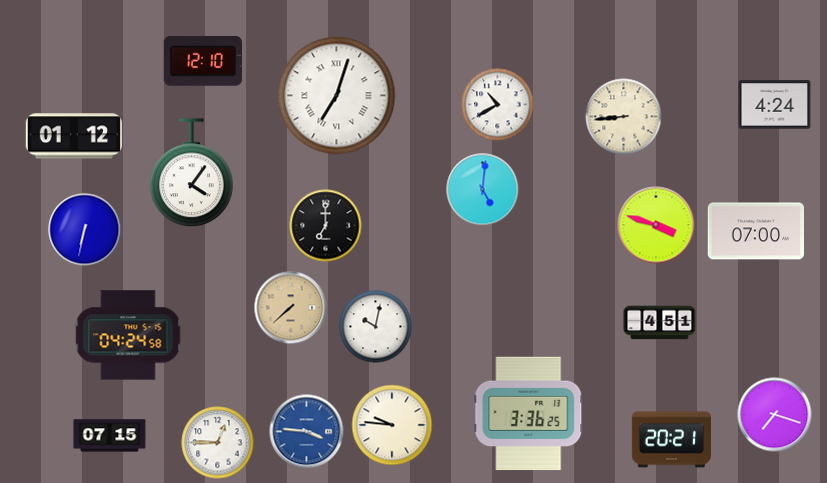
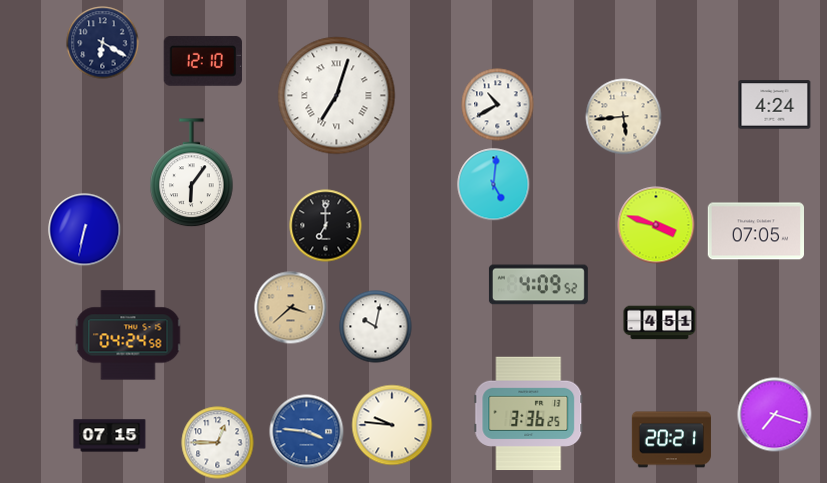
clock at (103, 43): none -> 6:20
clock at (624, 117): 8:44 -> 5:44
clock at (73, 136): 01:12 -> none
clock at (192, 173): 4:06 -> 6:06
clock at (483, 190) position: (483, 190) -> (494, 185)
clock at (755, 231): 07:00 -> 07:05
clock at (538, 285): none -> 4:09
clock at (291, 308): 7:38 -> 3:38
